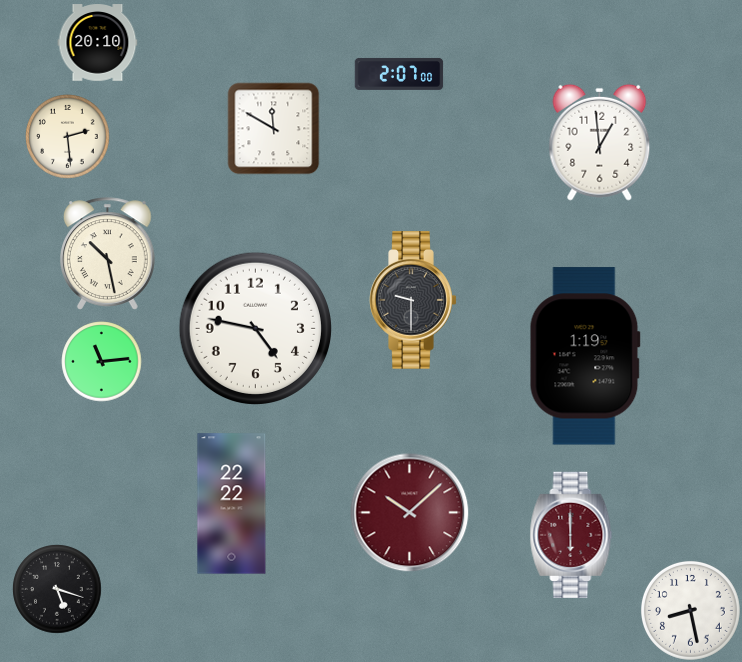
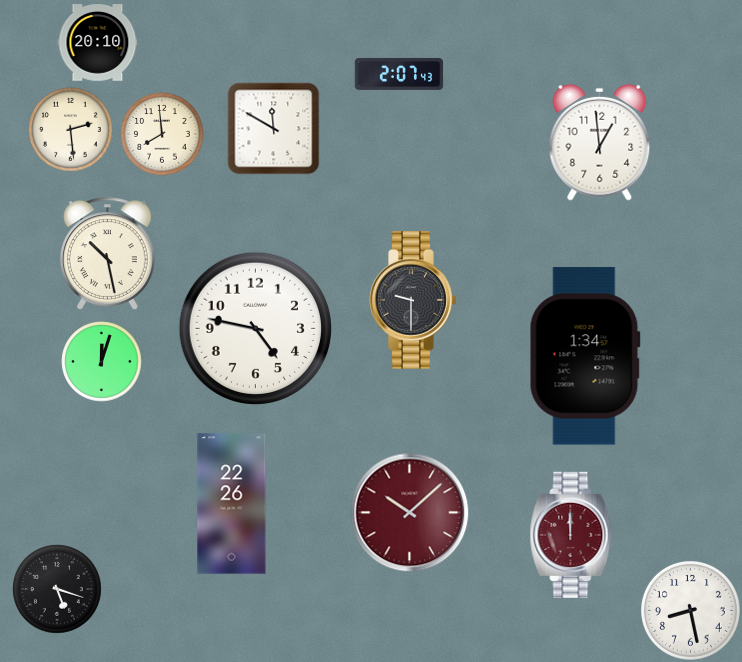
clock at (399, 74): 2:07:00 -> 2:07:43
clock at (162, 134): none -> 7:59
clock at (68, 137) position: (68, 137) -> (71, 130)
clock at (585, 356): 1:19 -> 1:34
clock at (102, 362): 11:14 -> 12:03
clock at (232, 504): 22:22 -> 22:26
clock at (571, 534): 6:00 -> 12:00
